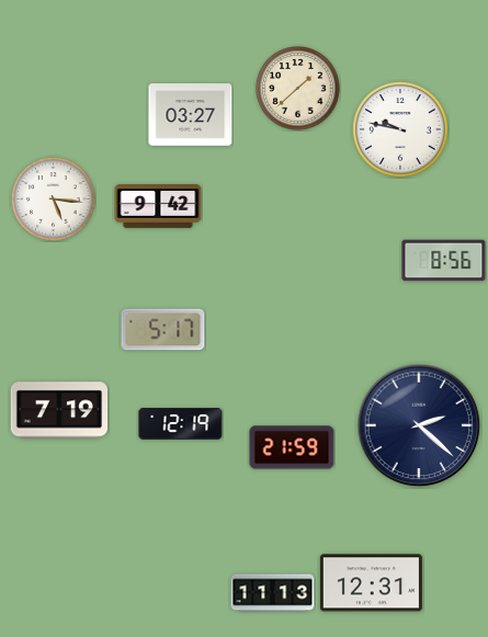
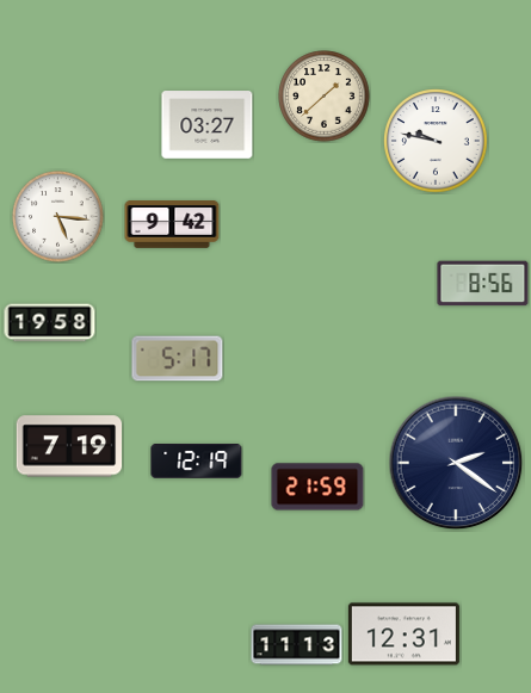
clock at (50, 323): none -> 19:58
clock at (59, 410) position: (59, 410) -> (69, 446)
clock at (419, 425): 2:22 -> 2:21
